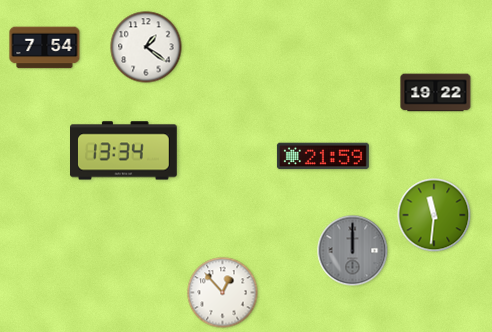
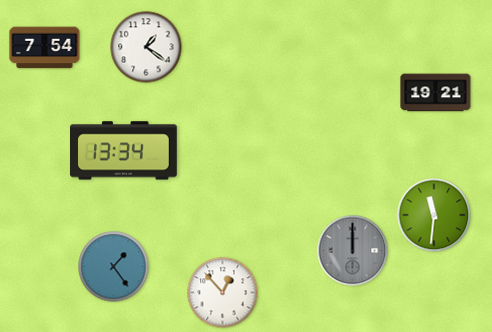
clock at (436, 93): 19:22 -> 19:21
clock at (323, 156): 21:59 -> none
clock at (114, 267): none -> 1:24
